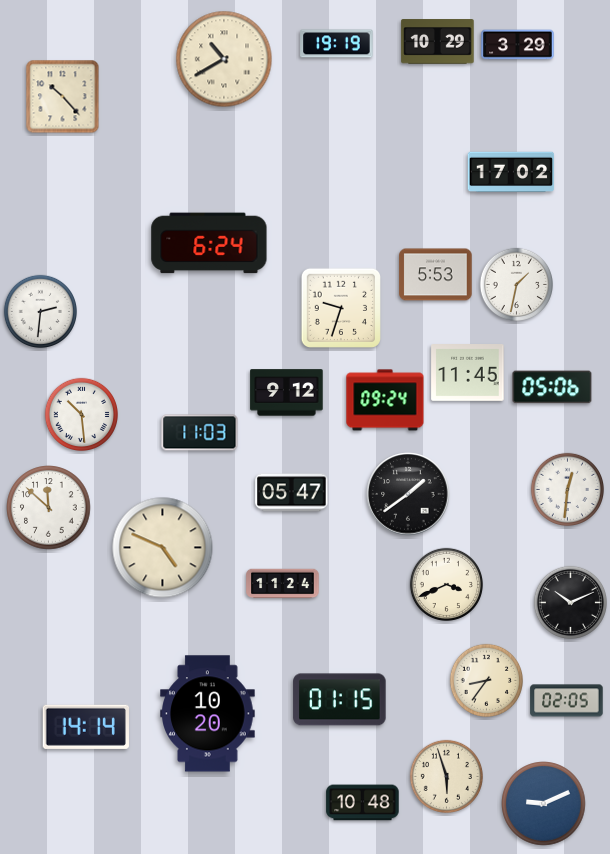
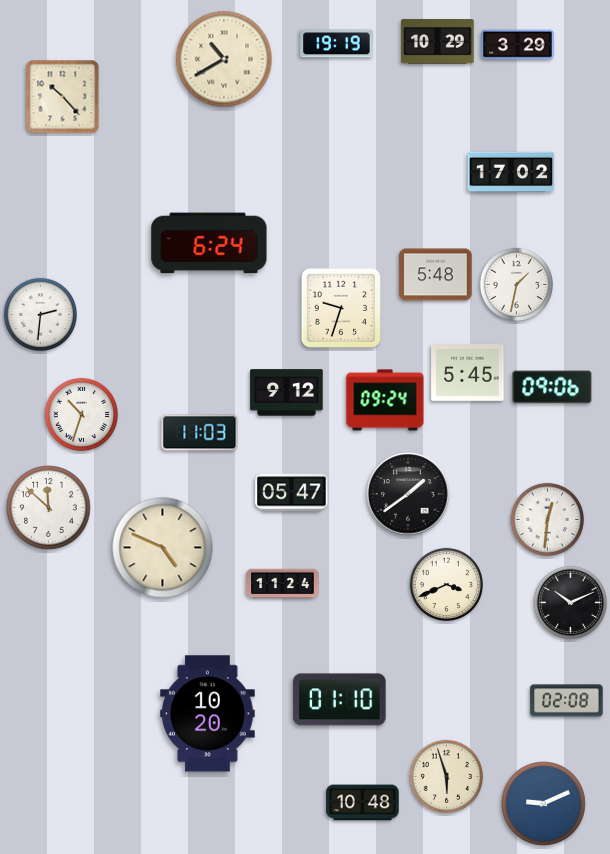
clock at (436, 275): 5:53 -> 5:48
clock at (40, 311) position: (40, 311) -> (40, 314)
clock at (468, 373): 11:45 -> 5:45
clock at (552, 387): 05:06 -> 09:06
clock at (81, 414): 10:29 -> 10:33
clock at (567, 489) position: (567, 489) -> (547, 519)
clock at (486, 680): 8:36 -> none
clock at (340, 700): 01:15 -> 01:10
clock at (567, 701): 02:05 -> 02:08
clock at (86, 727): 14:14 -> none
